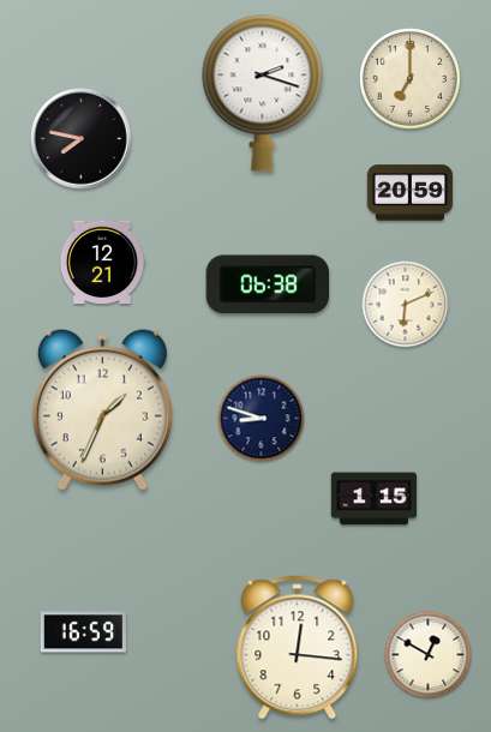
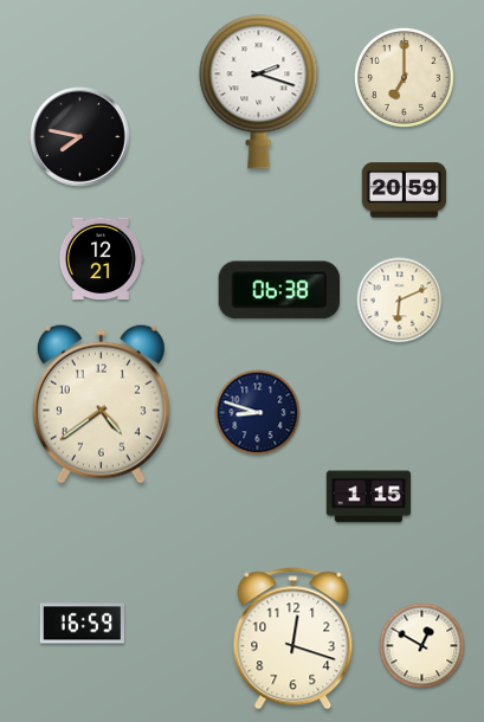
clock at (268, 284) position: (268, 284) -> (279, 290)
clock at (102, 409): 1:34 -> 4:39
clock at (375, 499) position: (375, 499) -> (369, 497)
clock at (298, 648): 12:16 -> 12:18
